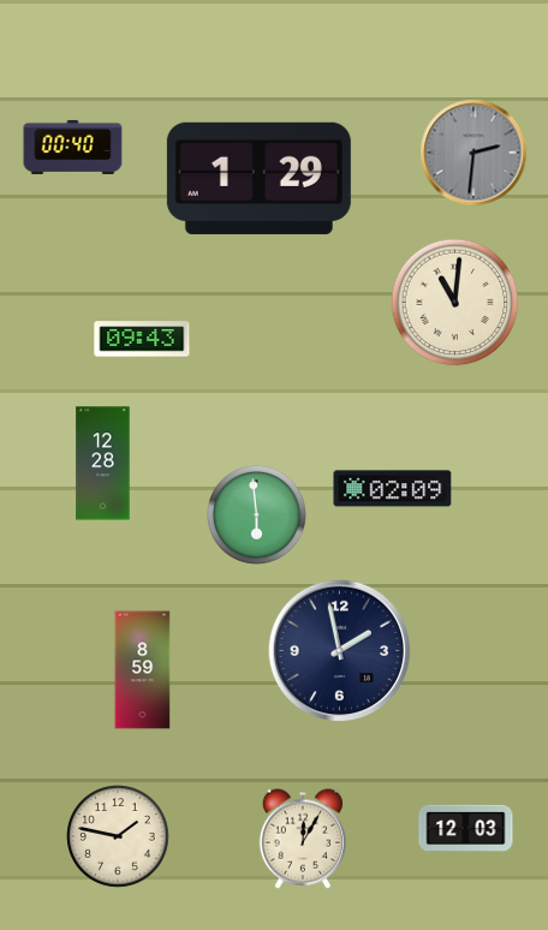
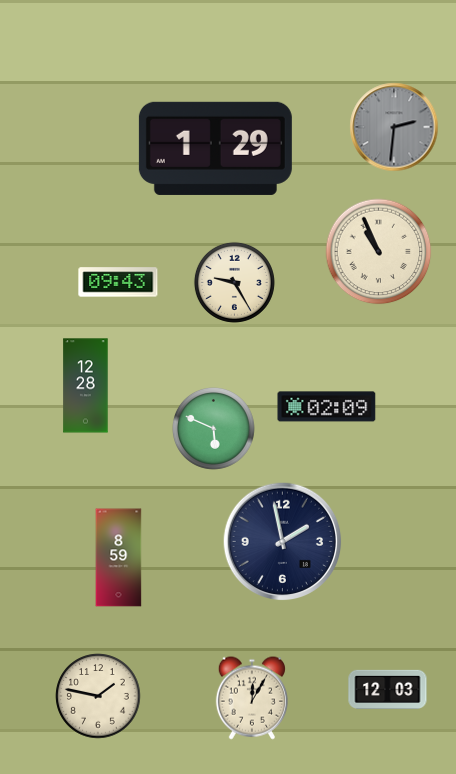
clock at (73, 147): 00:40 -> none
clock at (455, 303): 11:01 -> 10:56
clock at (234, 282): none -> 9:25
clock at (256, 514): 5:59 -> 5:49
